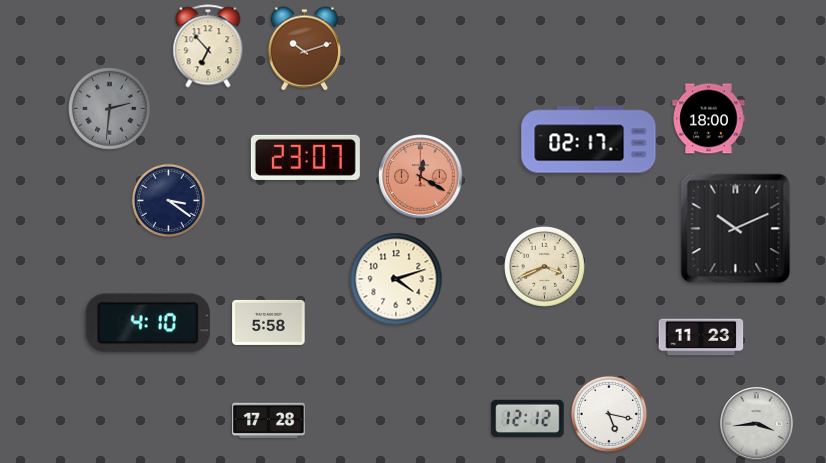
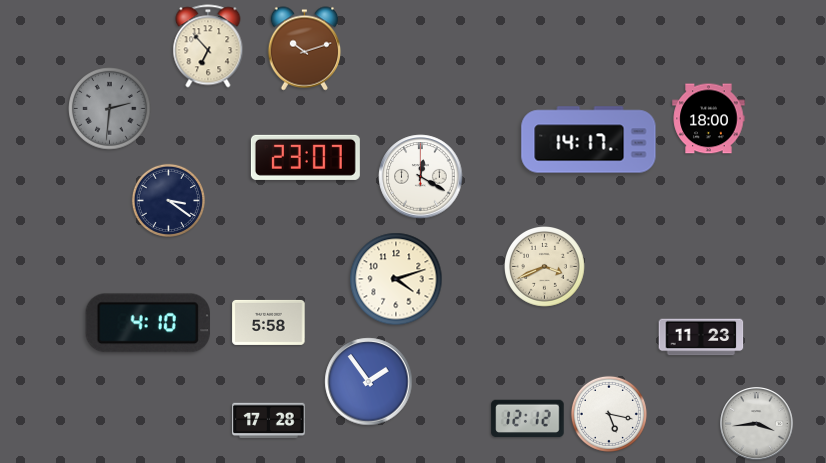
clock at (589, 140): 02:17 -> 14:17
clock at (421, 177) dial: salmon -> white
clock at (736, 229): 10:11 -> none
clock at (369, 382): none -> 1:54
